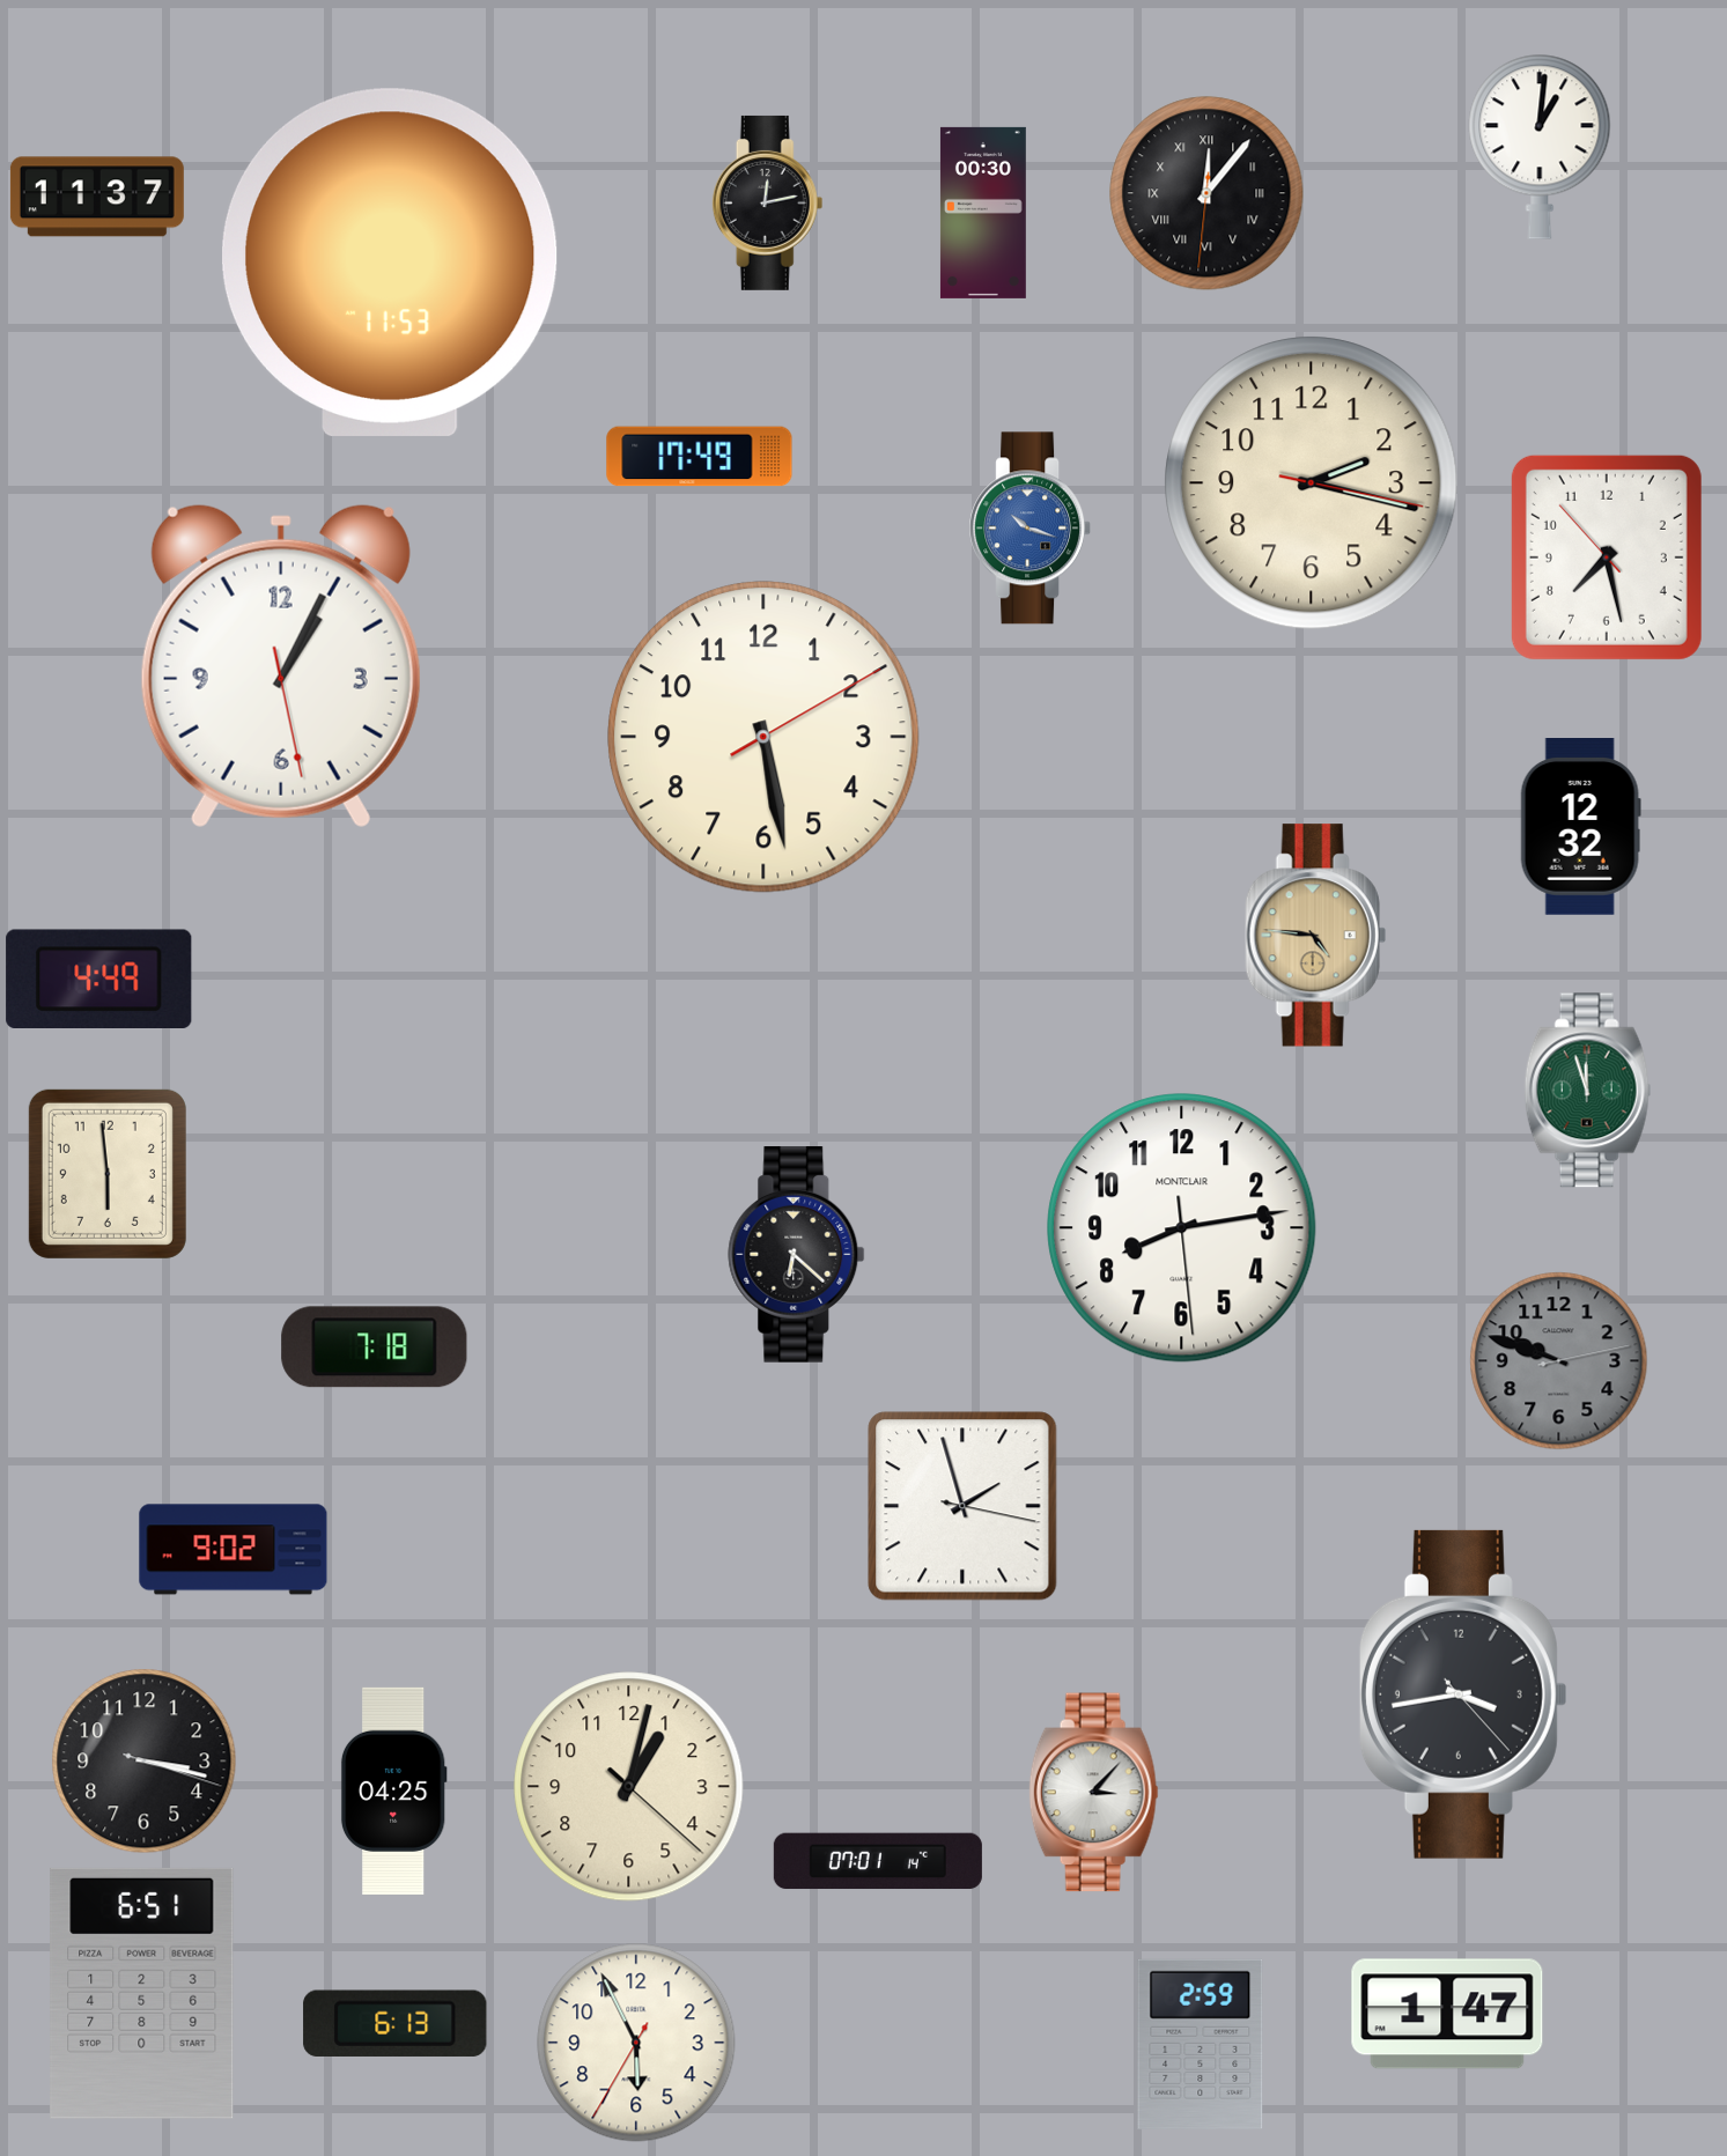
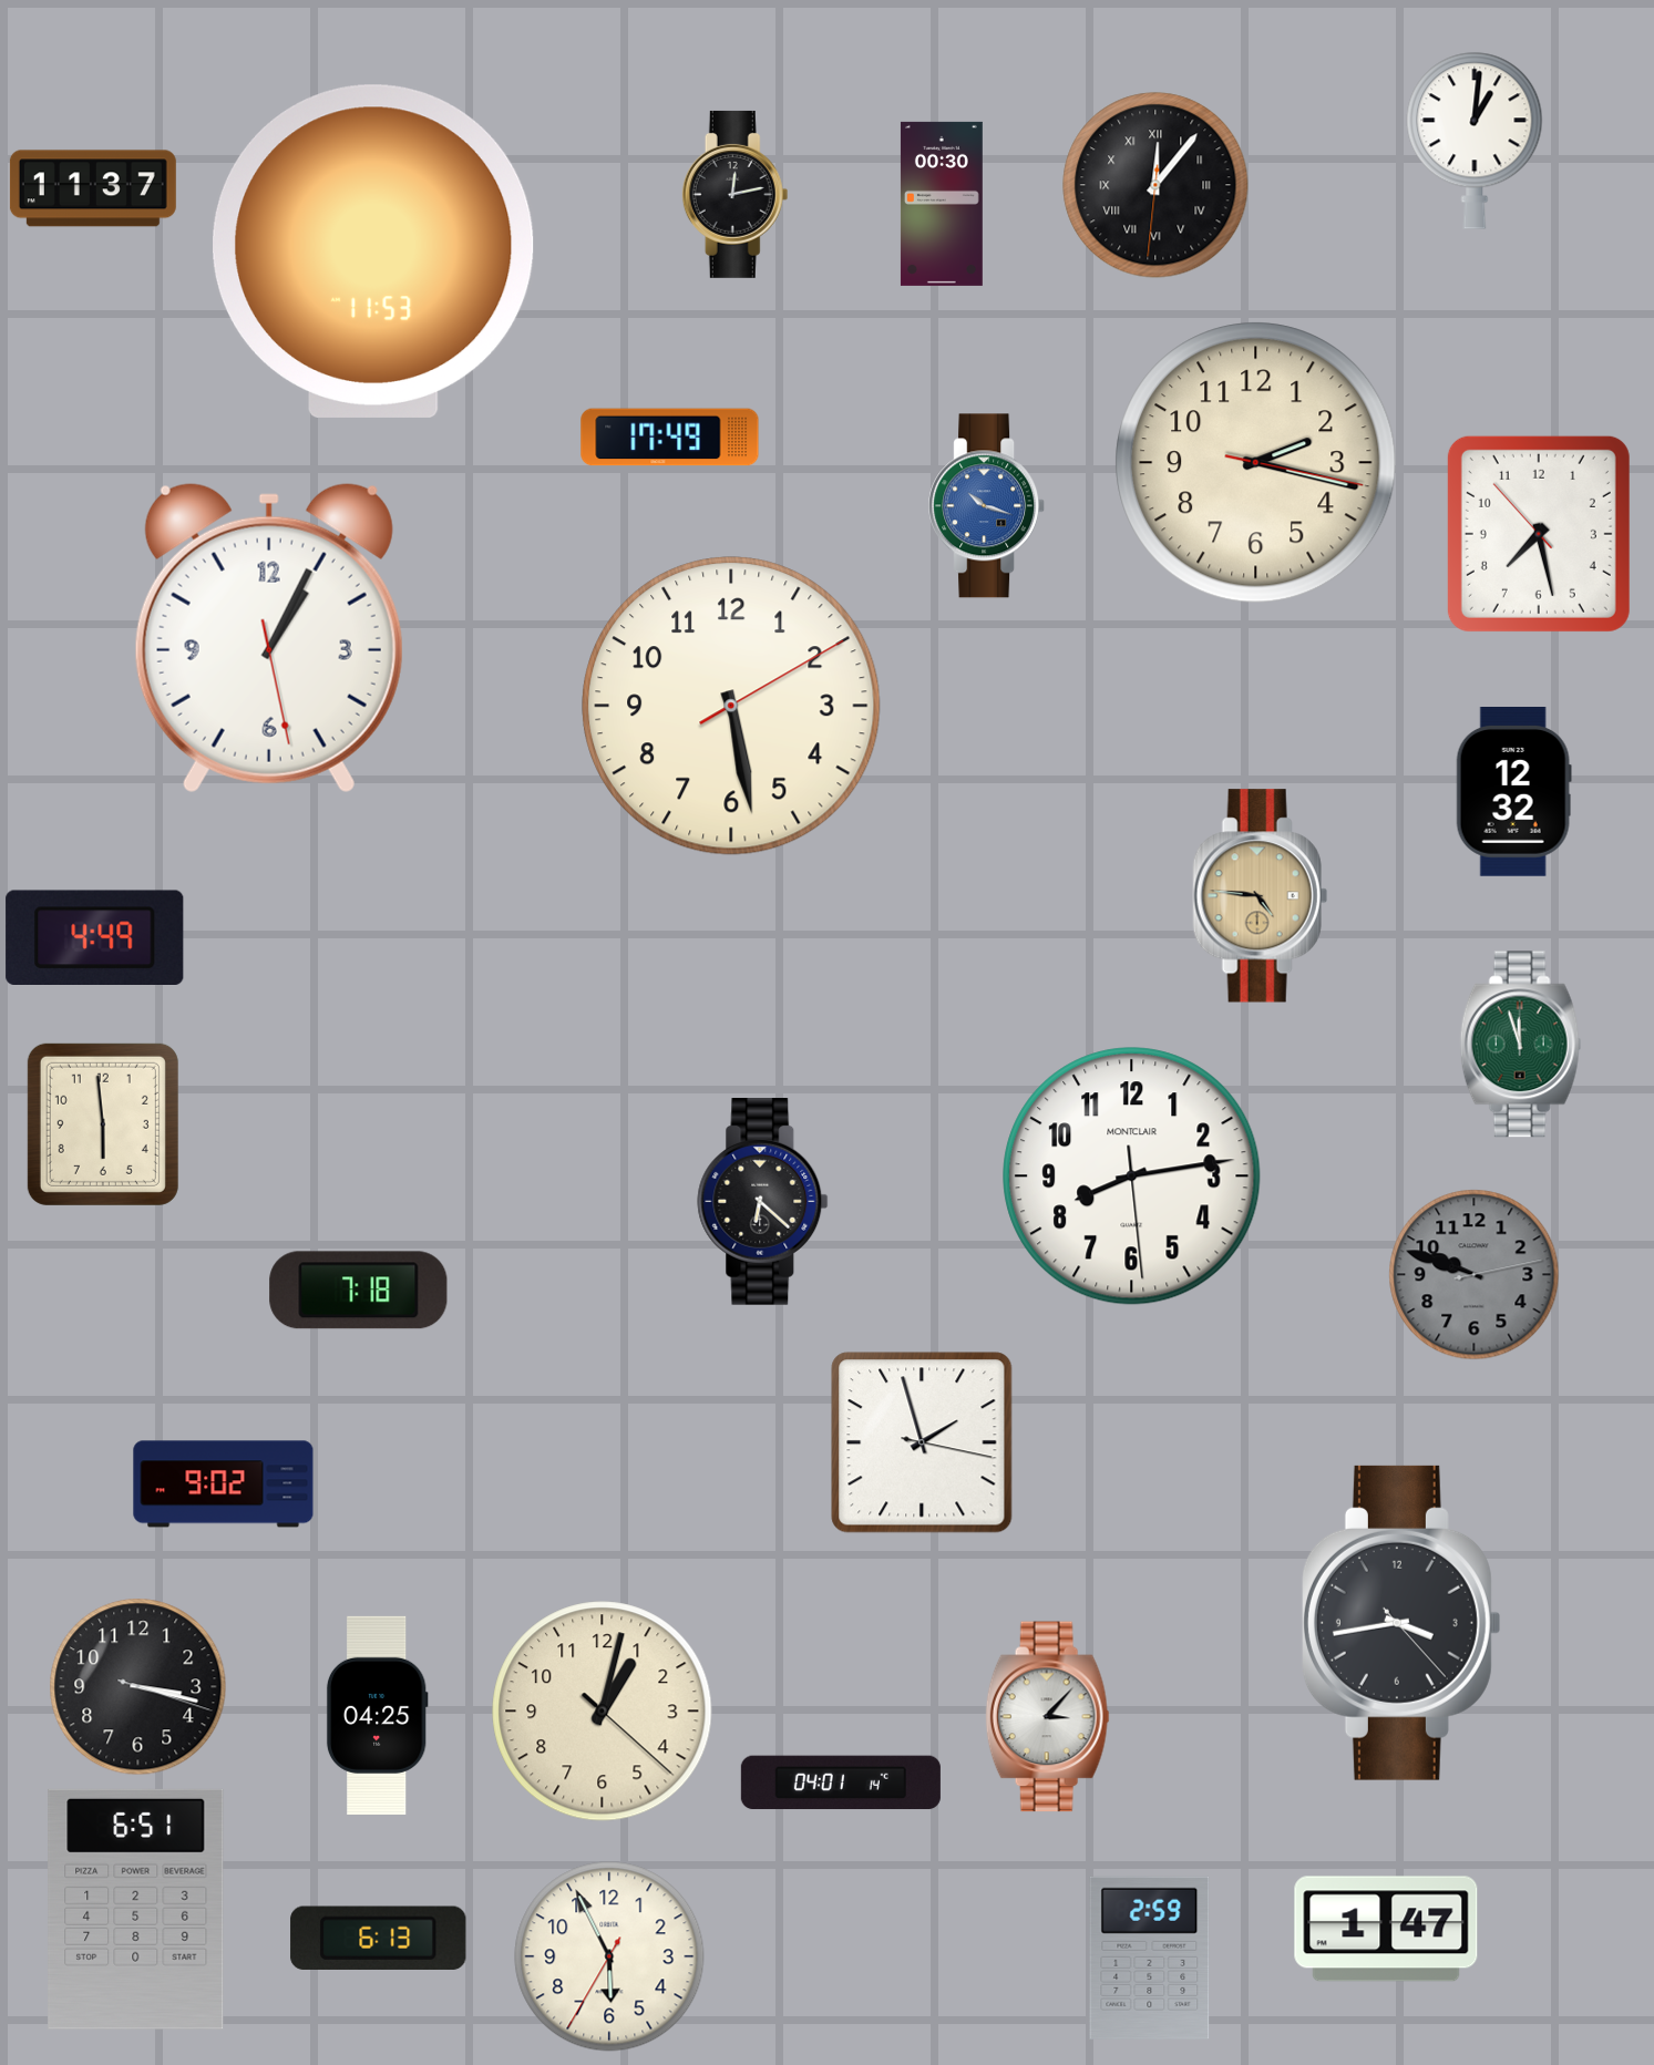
clock at (1559, 1361) position: (1559, 1361) -> (1475, 1275)
clock at (878, 1861): 07:01 -> 04:01
